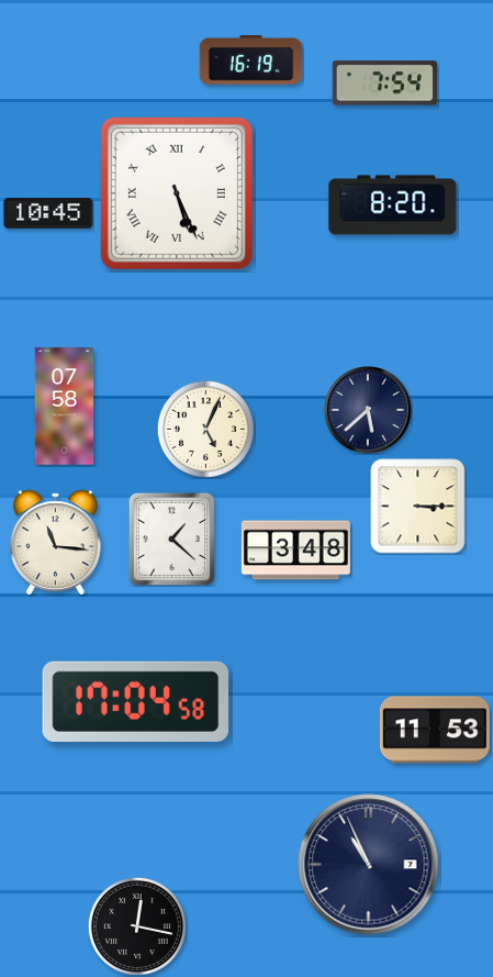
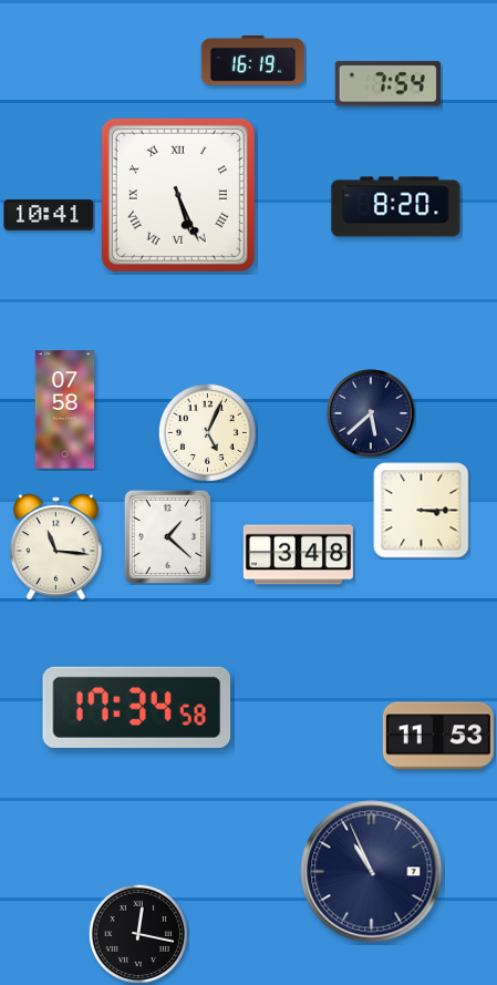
clock at (48, 213): 10:45 -> 10:41
clock at (171, 539) position: (171, 539) -> (167, 536)
clock at (136, 701): 17:04 -> 17:34
